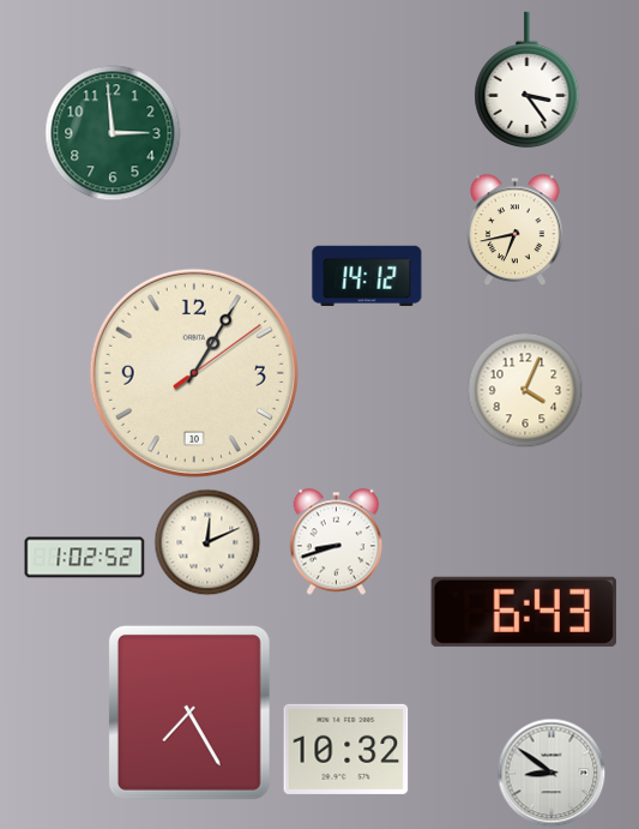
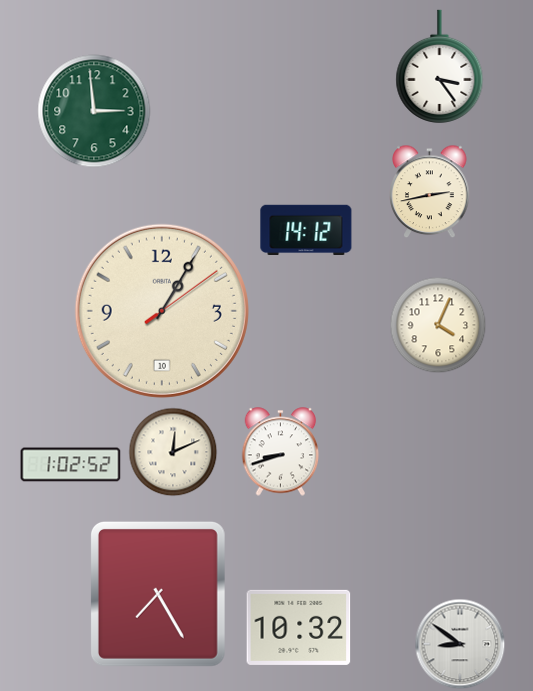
clock at (516, 229): 6:43 -> 2:43
clock at (524, 612): 6:43 -> none
clock at (346, 749) position: (346, 749) -> (299, 627)
